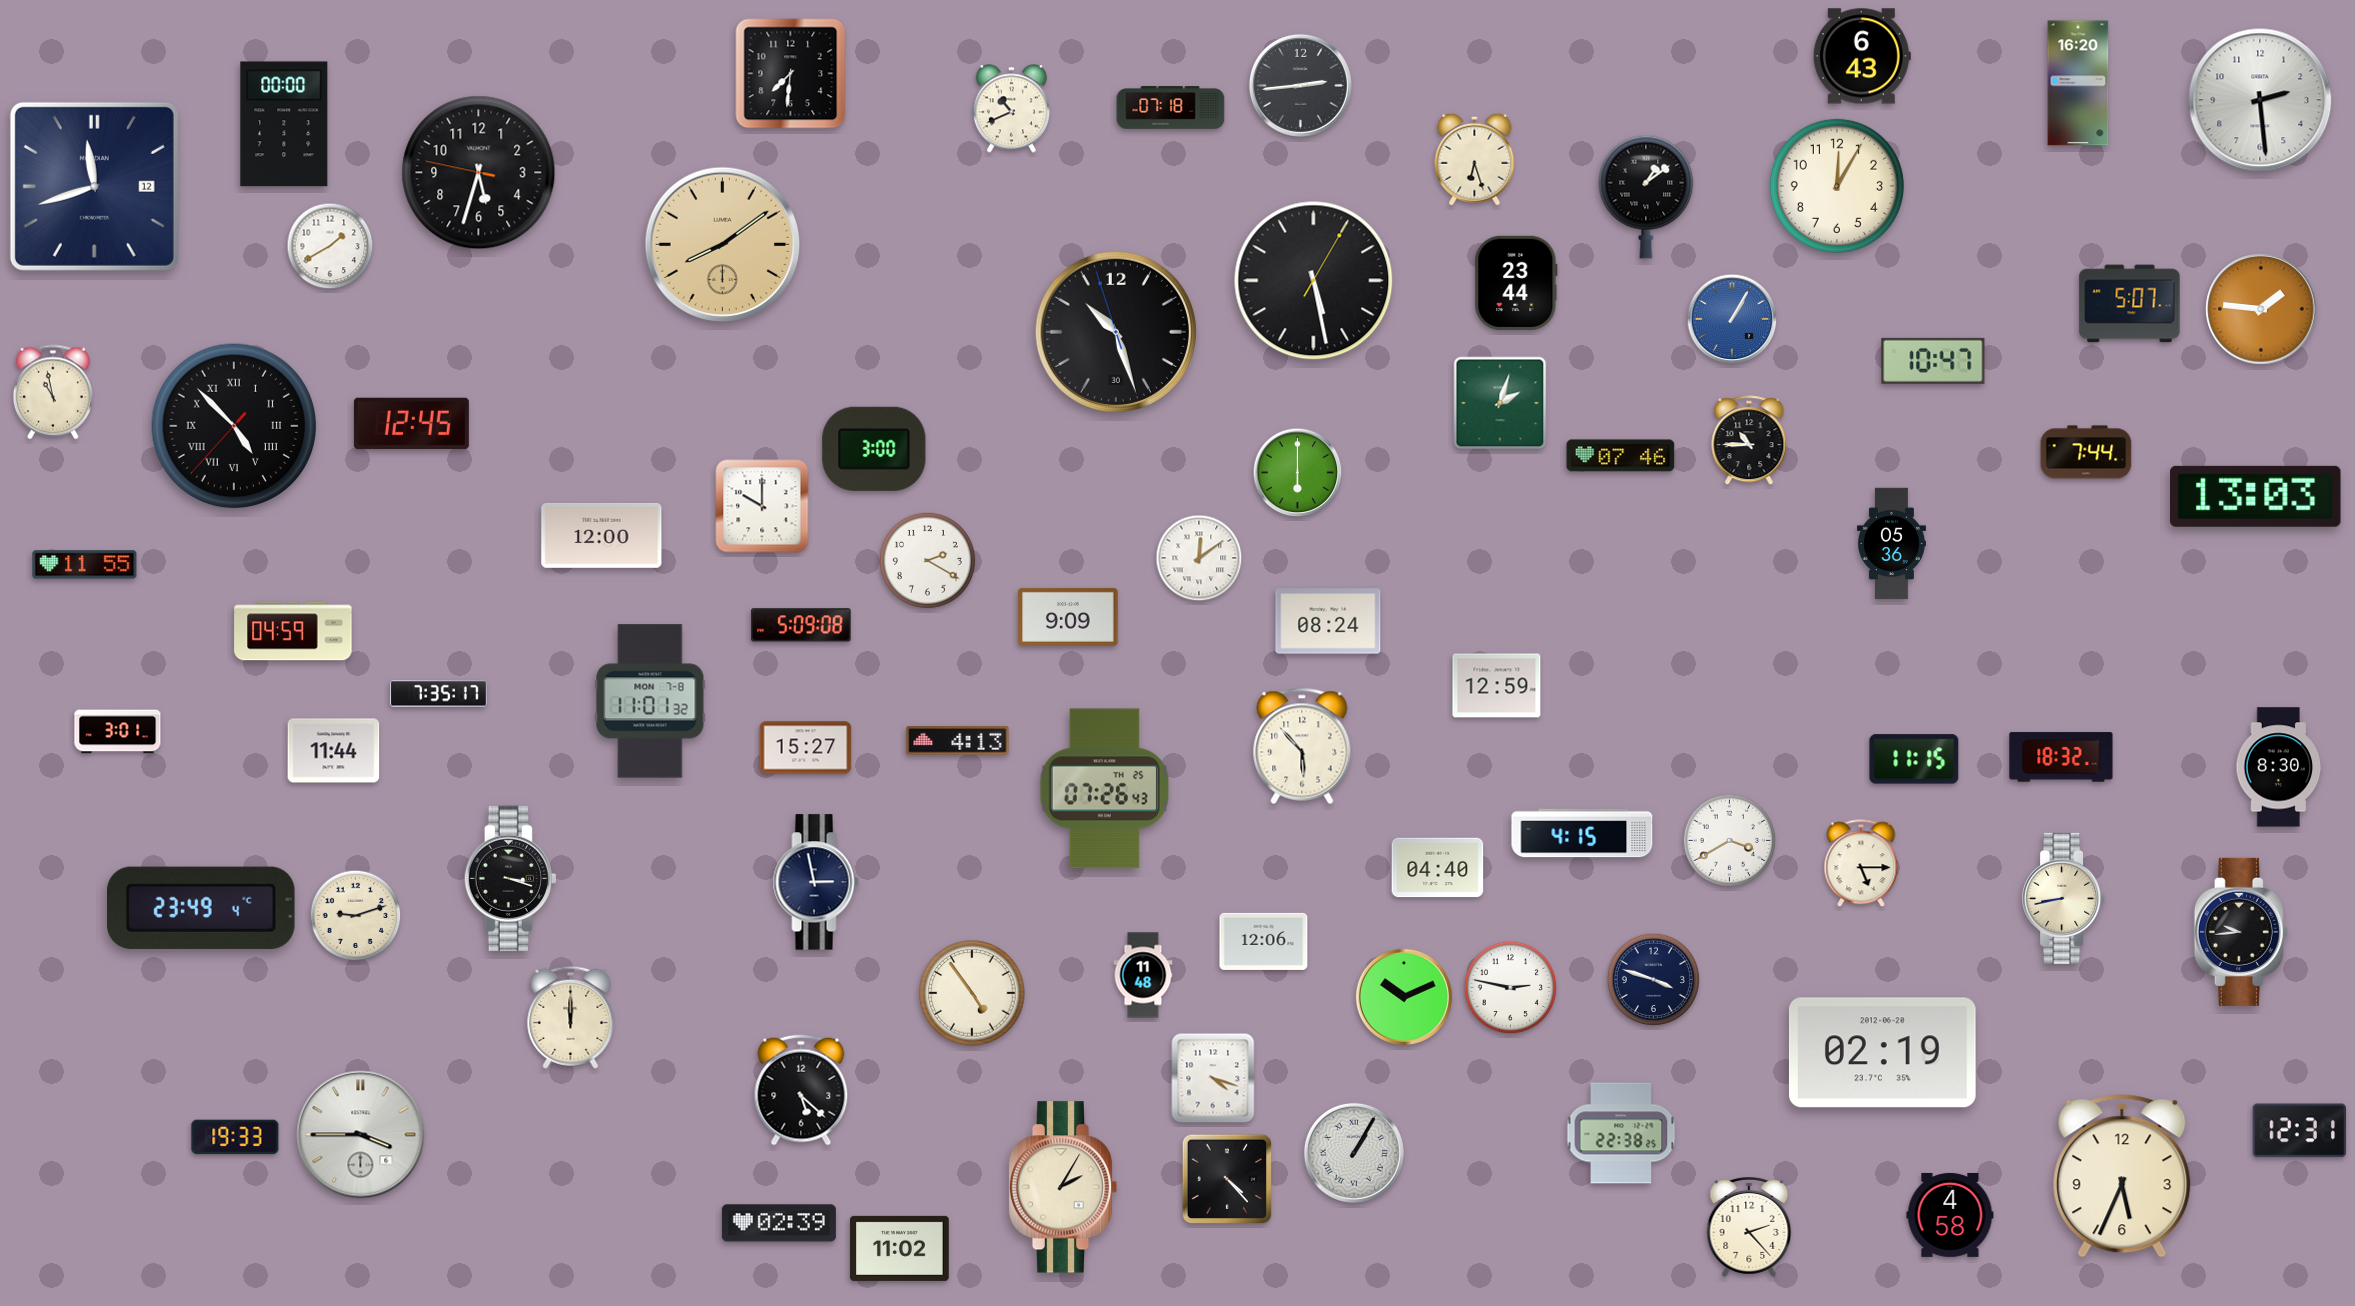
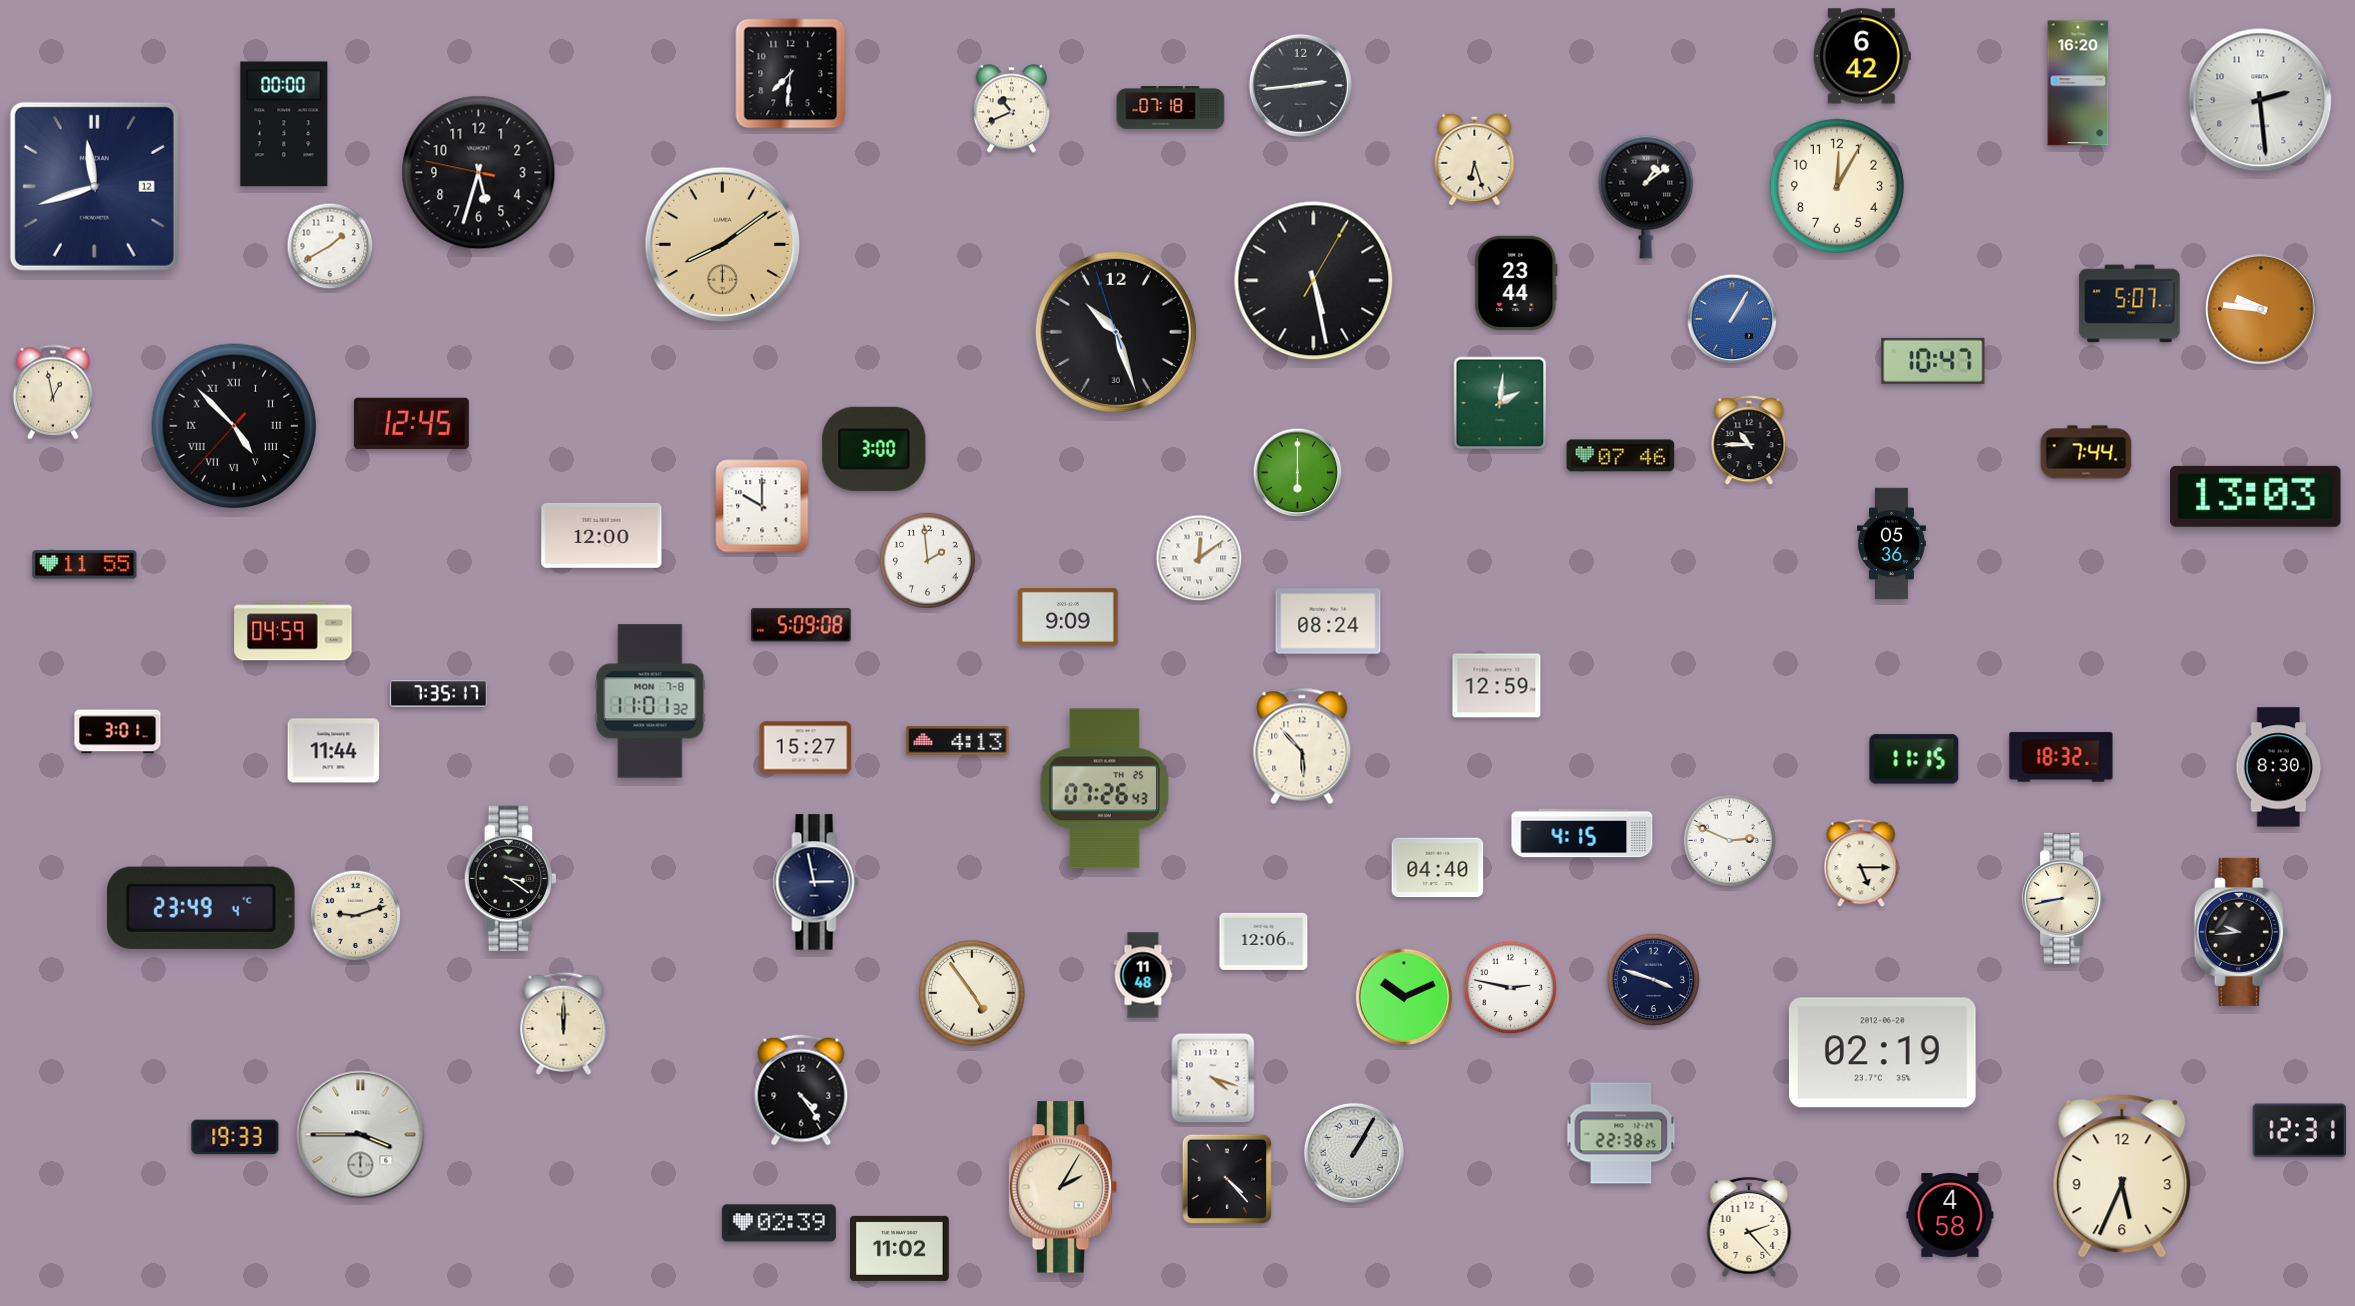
clock at (1862, 56): 6:43 -> 6:42
clock at (2262, 310): 1:46 -> 9:46
clock at (53, 392): 10:58 -> 12:58
clock at (1500, 403): 2:03 -> 2:01
clock at (927, 560): 2:20 -> 1:59
clock at (1729, 840): 3:40 -> 2:49
clock at (510, 879): 3:18 -> 3:21
clock at (571, 1017) position: (571, 1017) -> (564, 1023)
clock at (801, 1090): 5:22 -> 4:24
